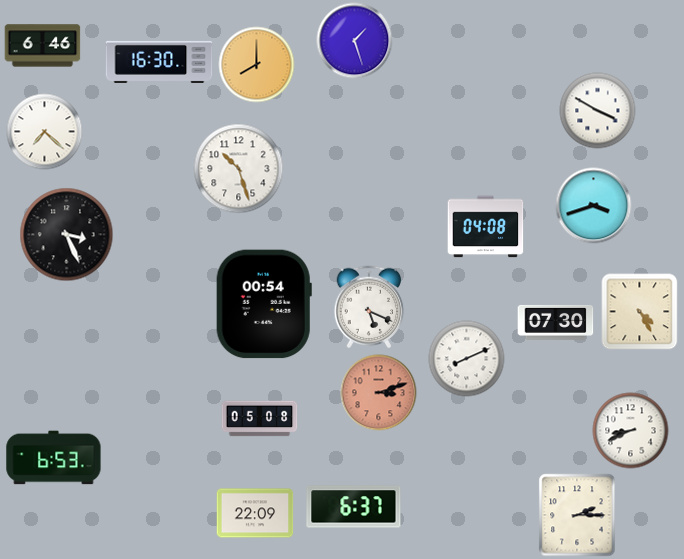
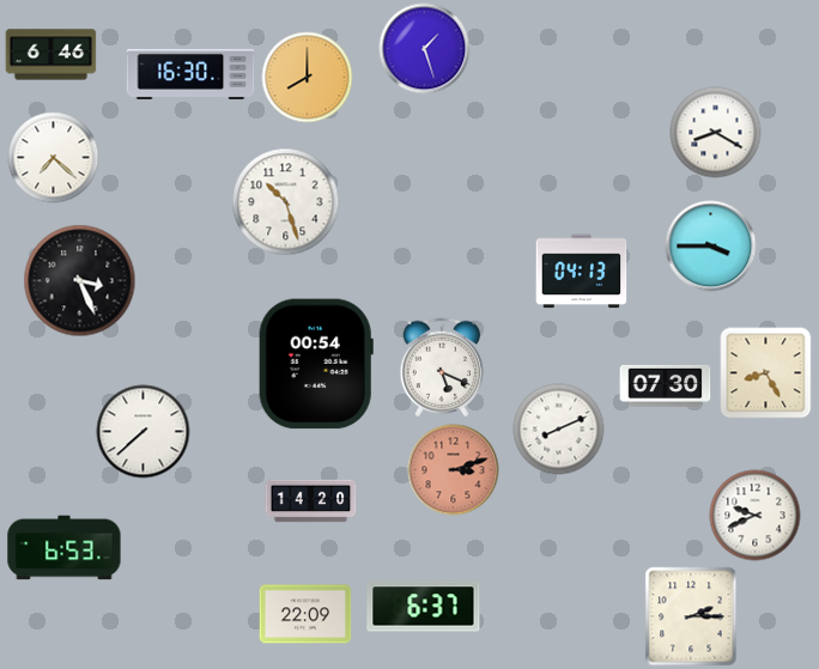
clock at (598, 111): 3:50 -> 8:20
clock at (594, 206): 3:42 -> 3:45
clock at (486, 227): 04:08 -> 04:13
clock at (640, 312): 4:25 -> 8:25
clock at (144, 432): none -> 7:38
clock at (260, 419): 05:08 -> 14:20
clock at (631, 431): 8:41 -> 9:41
